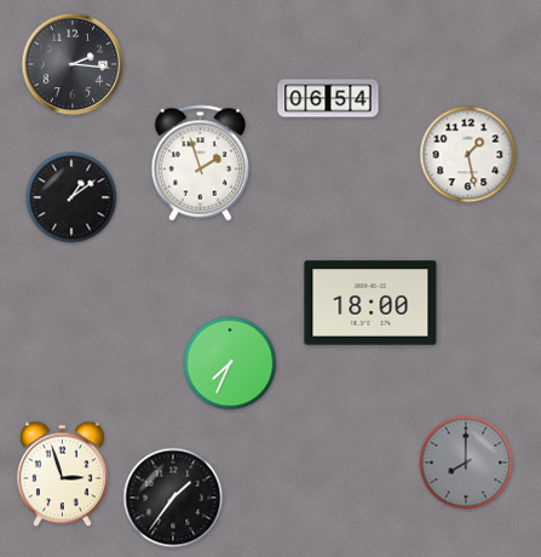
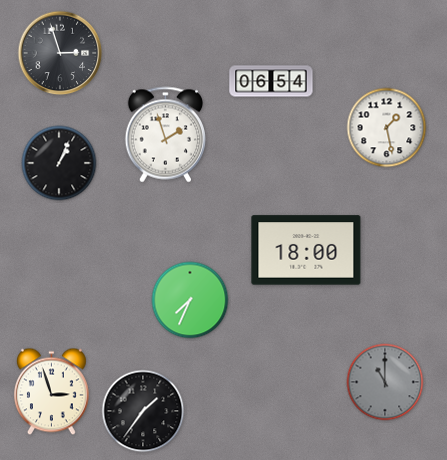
clock at (73, 64): 2:16 -> 2:57
clock at (71, 197): 1:09 -> 1:04
clock at (466, 463): 8:00 -> 11:00
